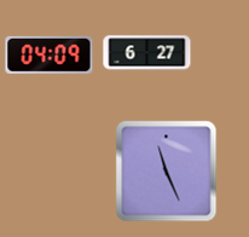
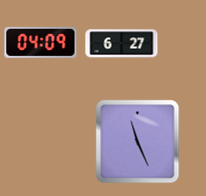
clock at (50, 54) position: (50, 54) -> (41, 42)
